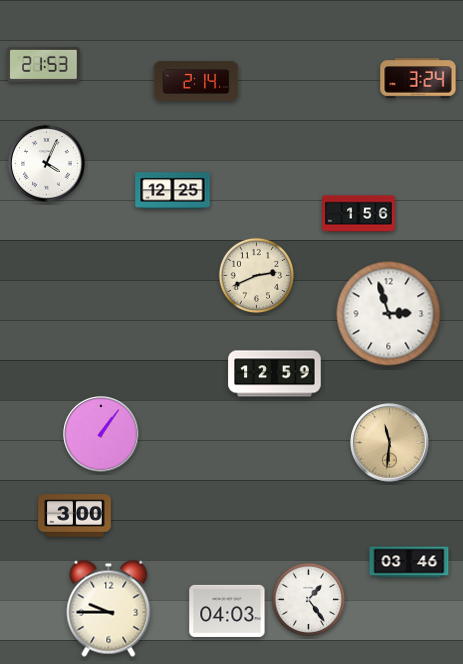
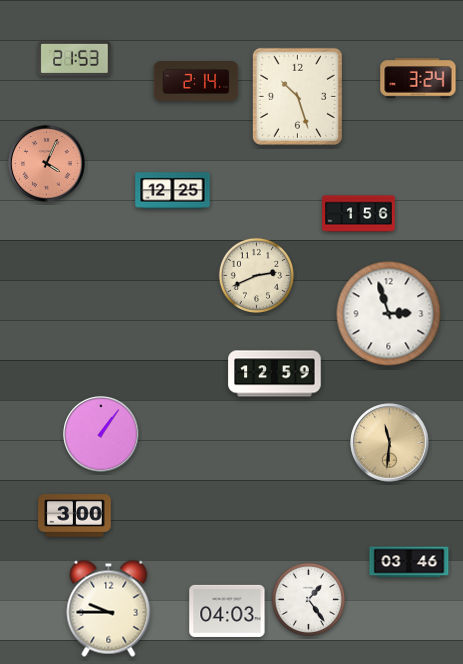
clock at (44, 64) position: (44, 64) -> (75, 58)
clock at (297, 96): none -> 10:27
clock at (47, 164) dial: white -> salmon
